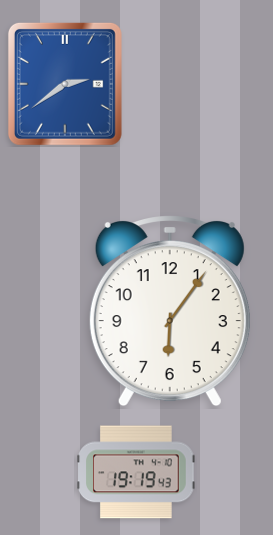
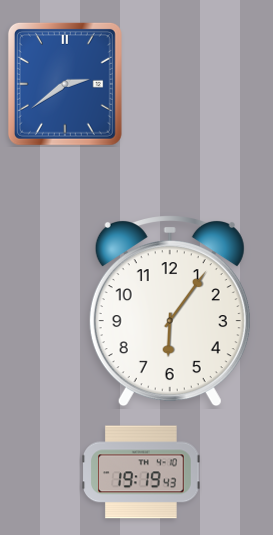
clock at (136, 472) position: (136, 472) -> (141, 472)
